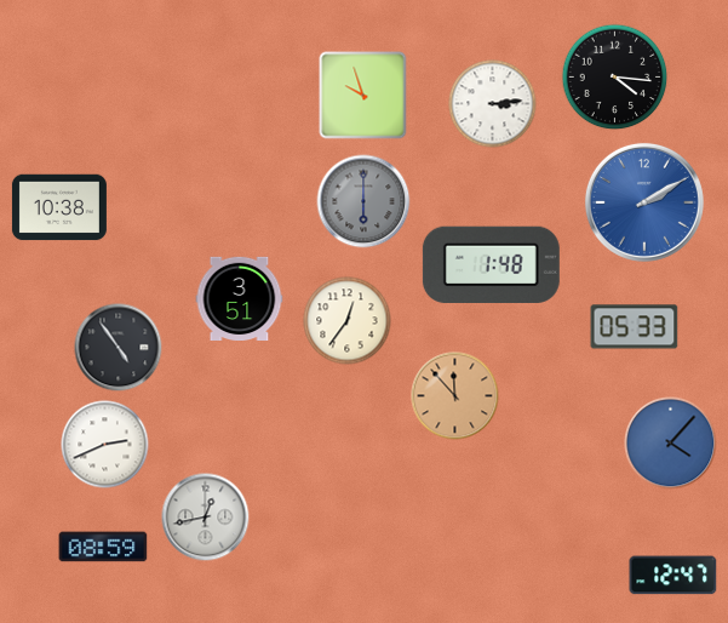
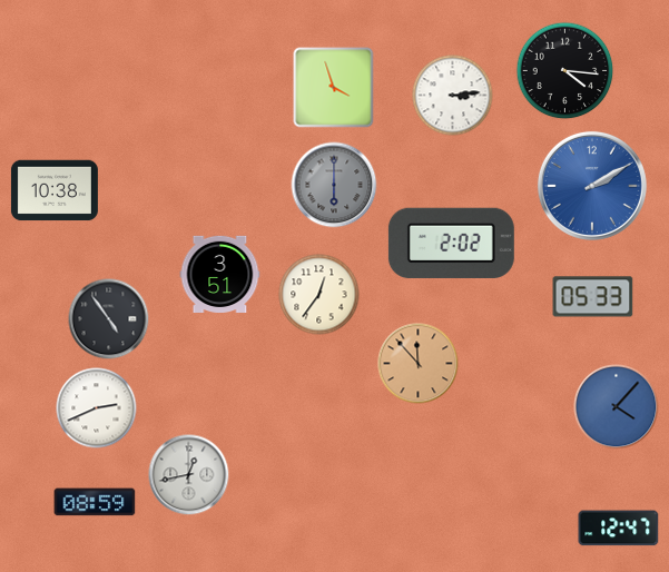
clock at (363, 96): 9:57 -> 3:57
clock at (491, 264): 1:48 -> 2:02
clock at (635, 327) position: (635, 327) -> (593, 297)
